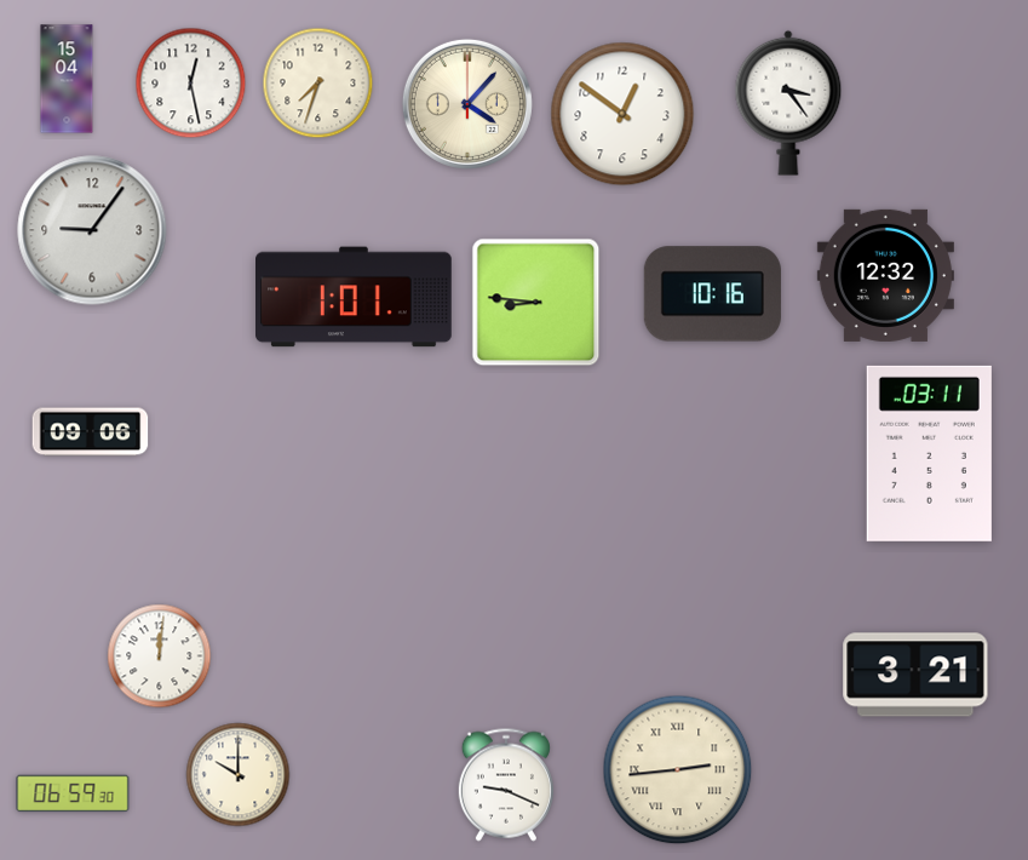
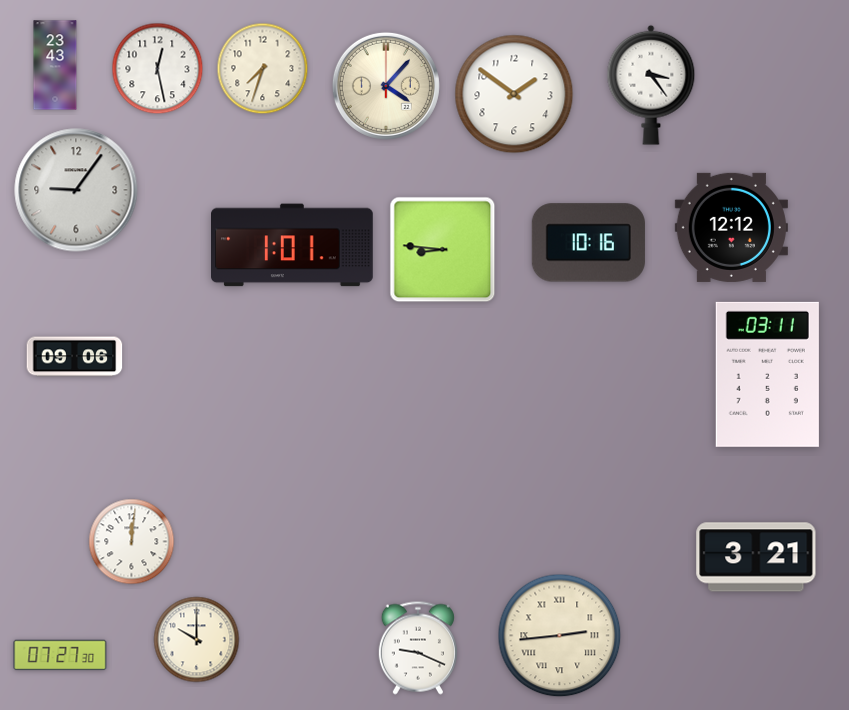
clock at (67, 79): 15:04 -> 23:43
clock at (622, 114): 12:51 -> 1:51
clock at (885, 275): 12:32 -> 12:12
clock at (73, 793): 06:59 -> 07:27
